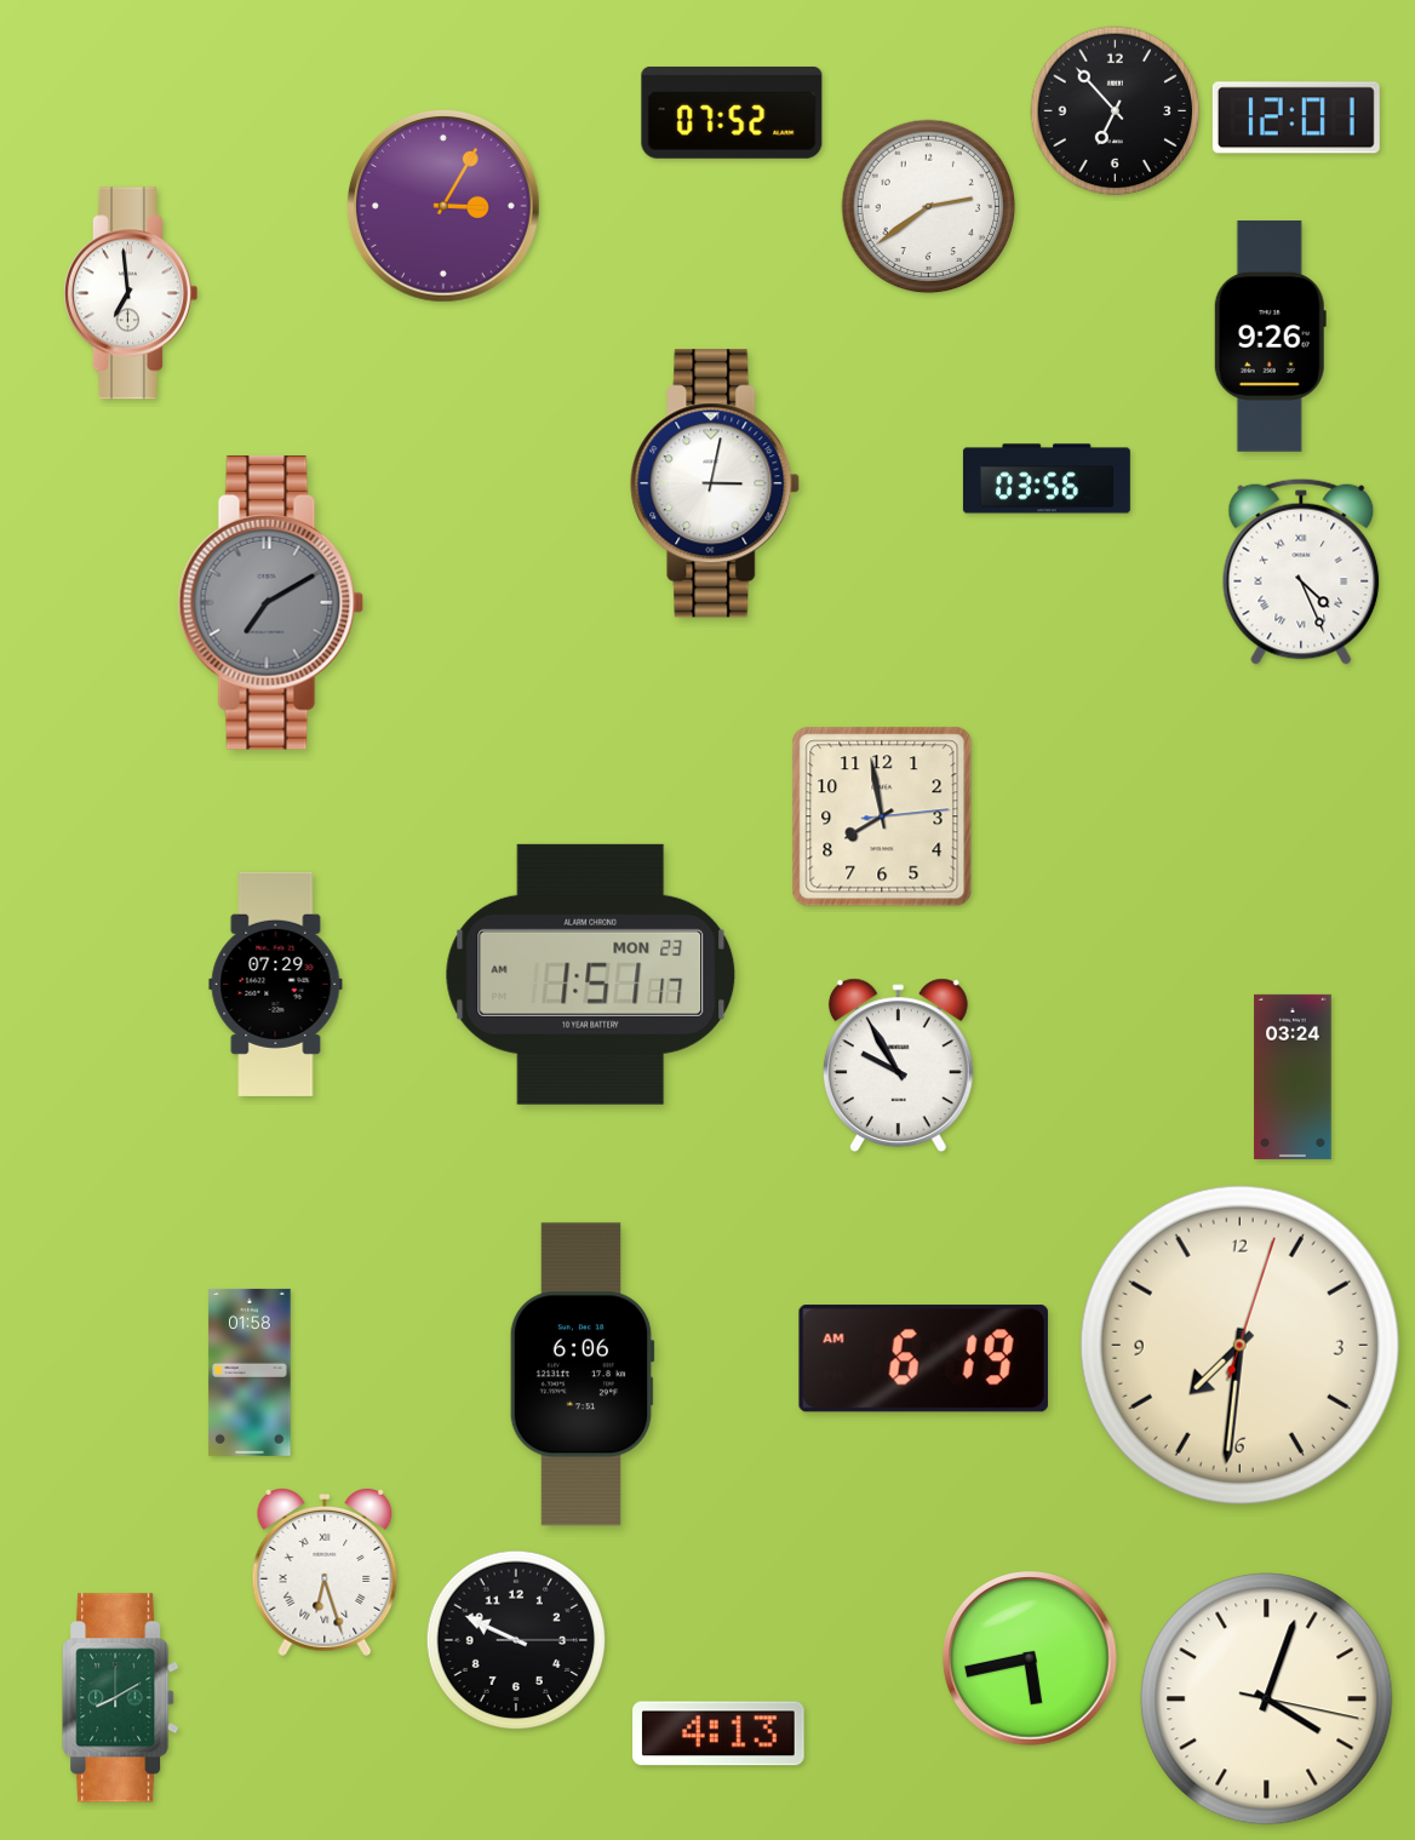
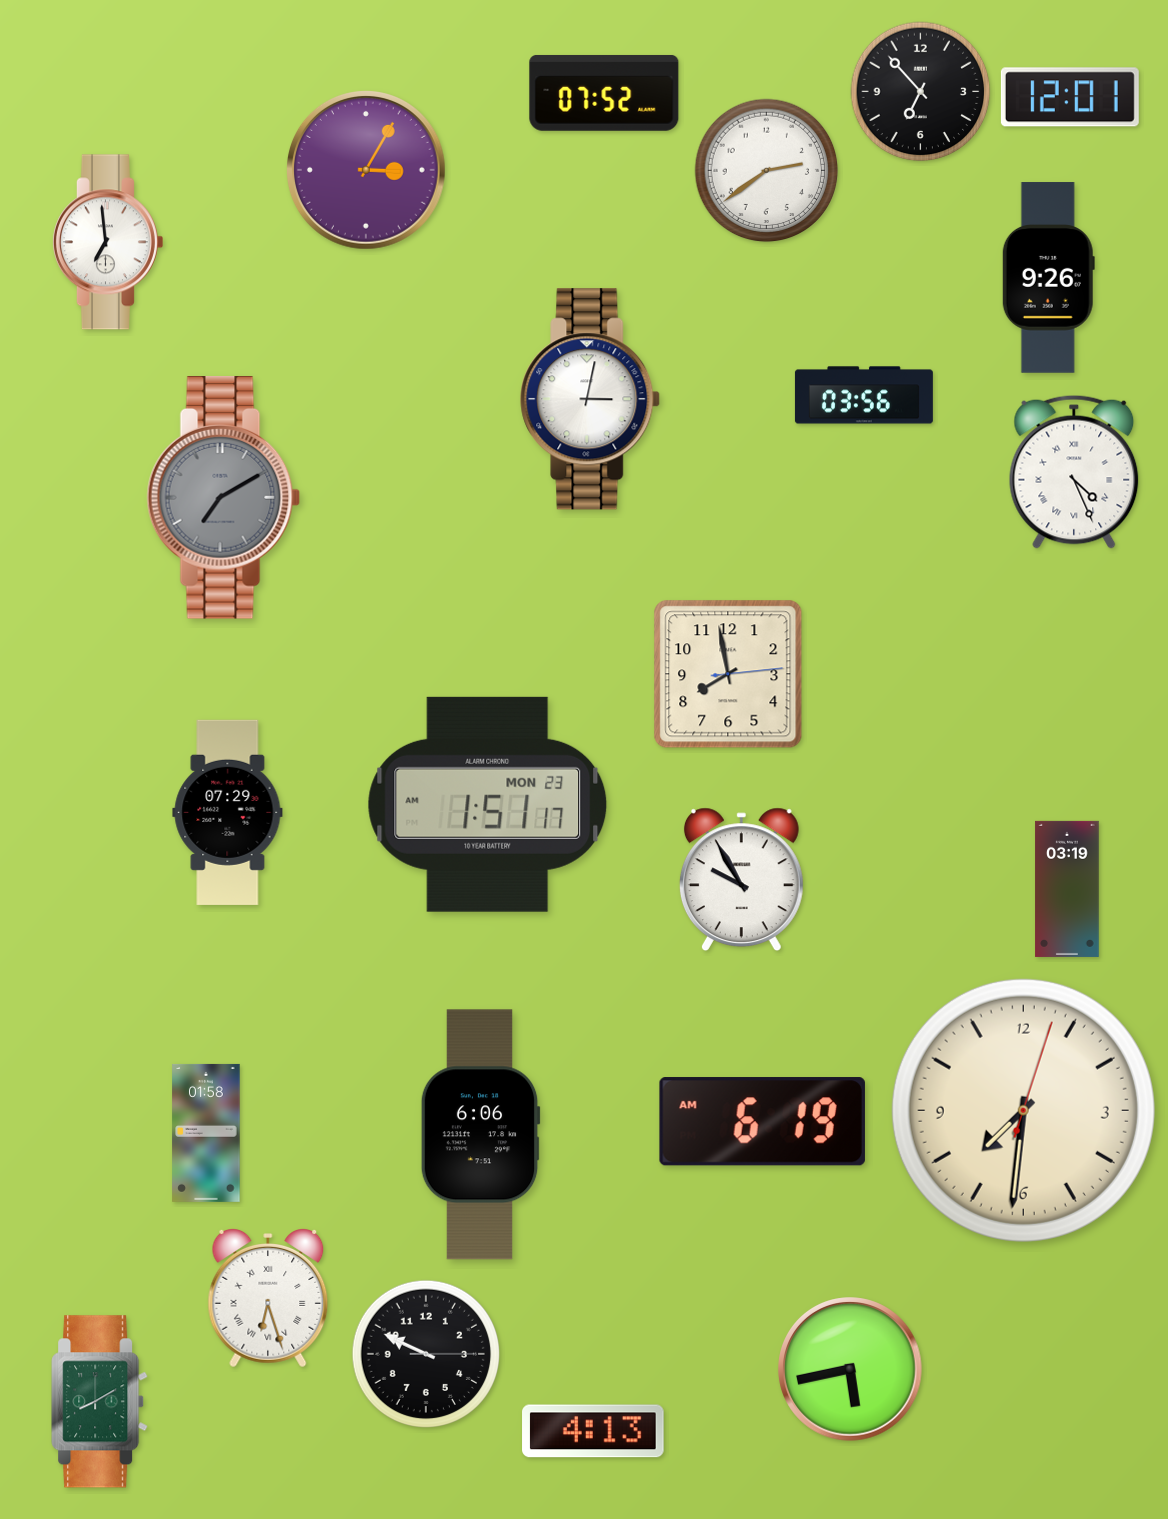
clock at (1293, 1077): 03:24 -> 03:19
clock at (1267, 1699): 4:03 -> none
